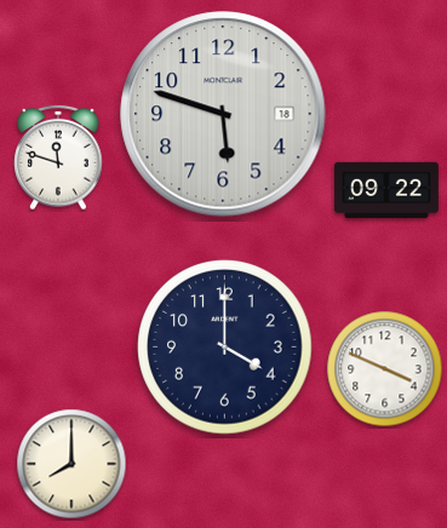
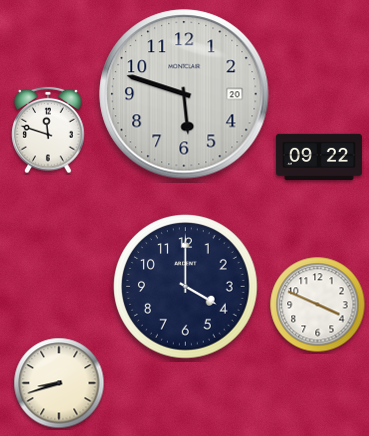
clock at (223, 114) date: 18 -> 20
clock at (71, 464): 8:00 -> 8:42
